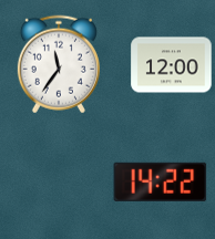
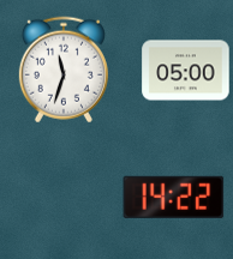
clock at (59, 64): 11:36 -> 11:33
clock at (172, 65): 12:00 -> 05:00
